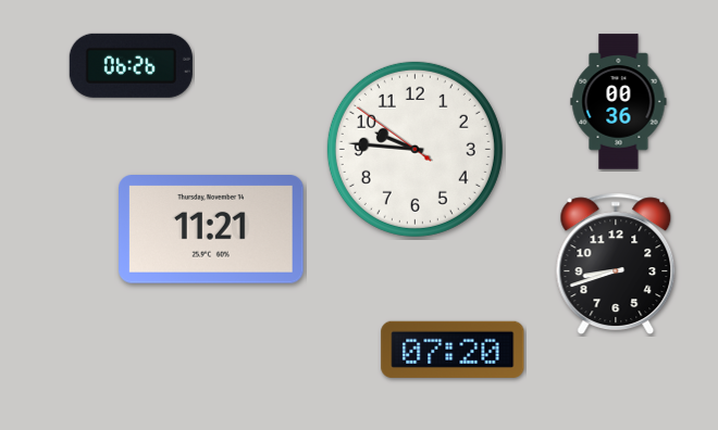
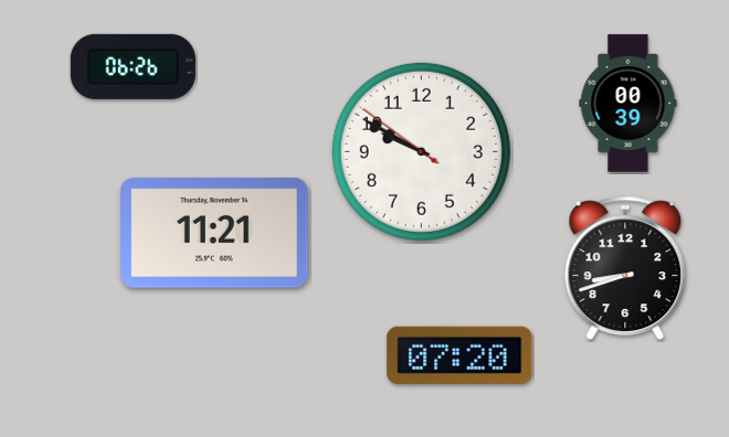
clock at (619, 102): 00:36 -> 00:39
clock at (414, 149): 9:45 -> 9:49
